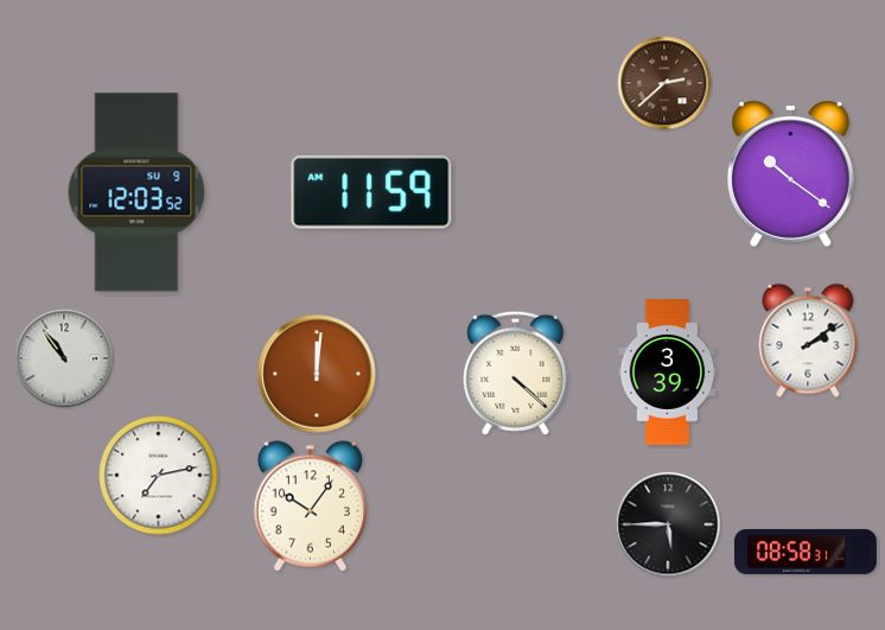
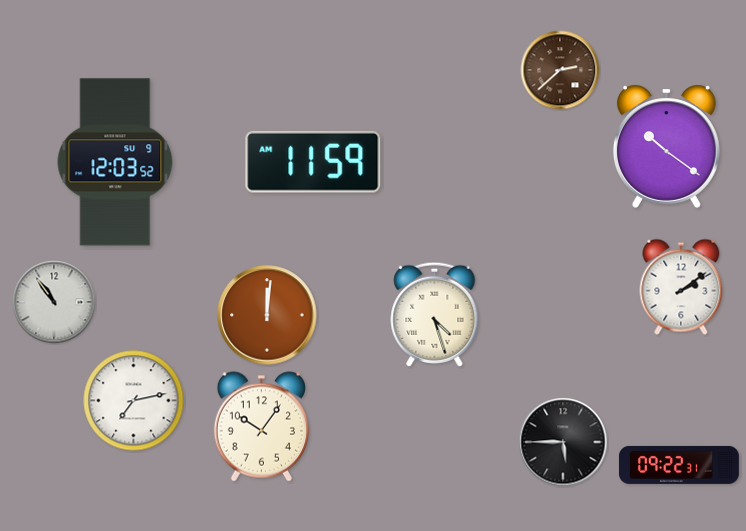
clock at (516, 373): 4:22 -> 4:27
clock at (668, 373): 3:39 -> none
clock at (806, 552): 08:58 -> 09:22
